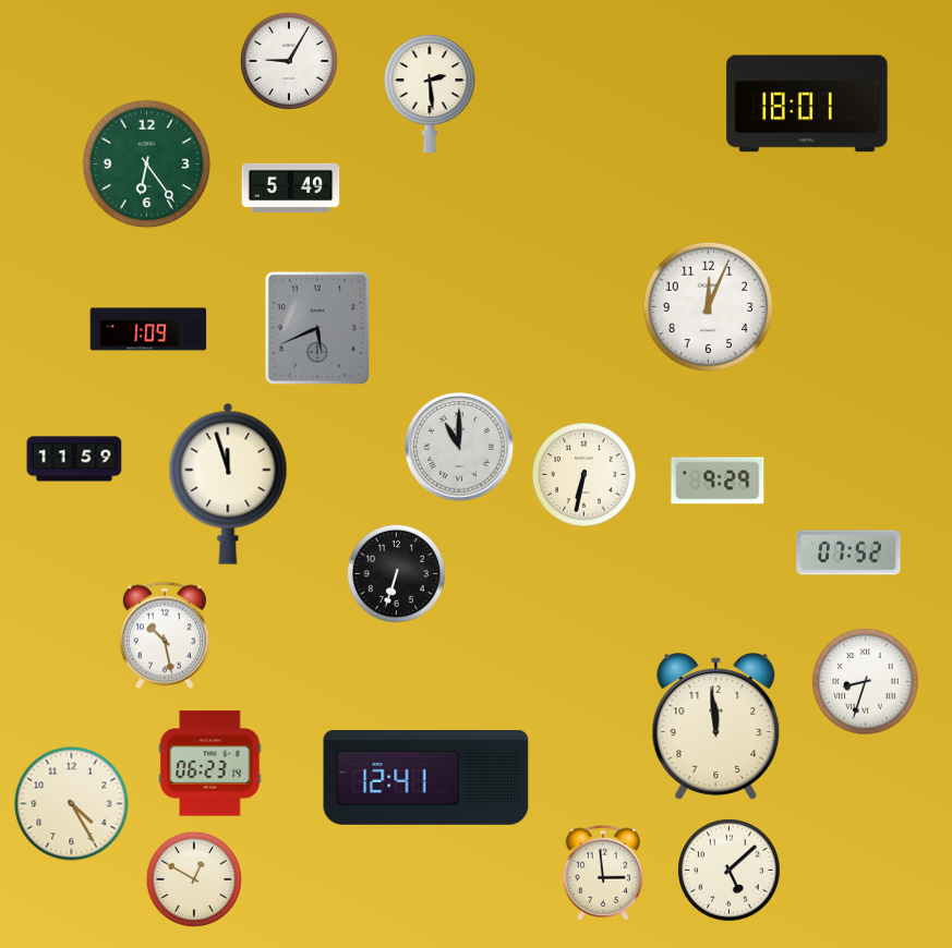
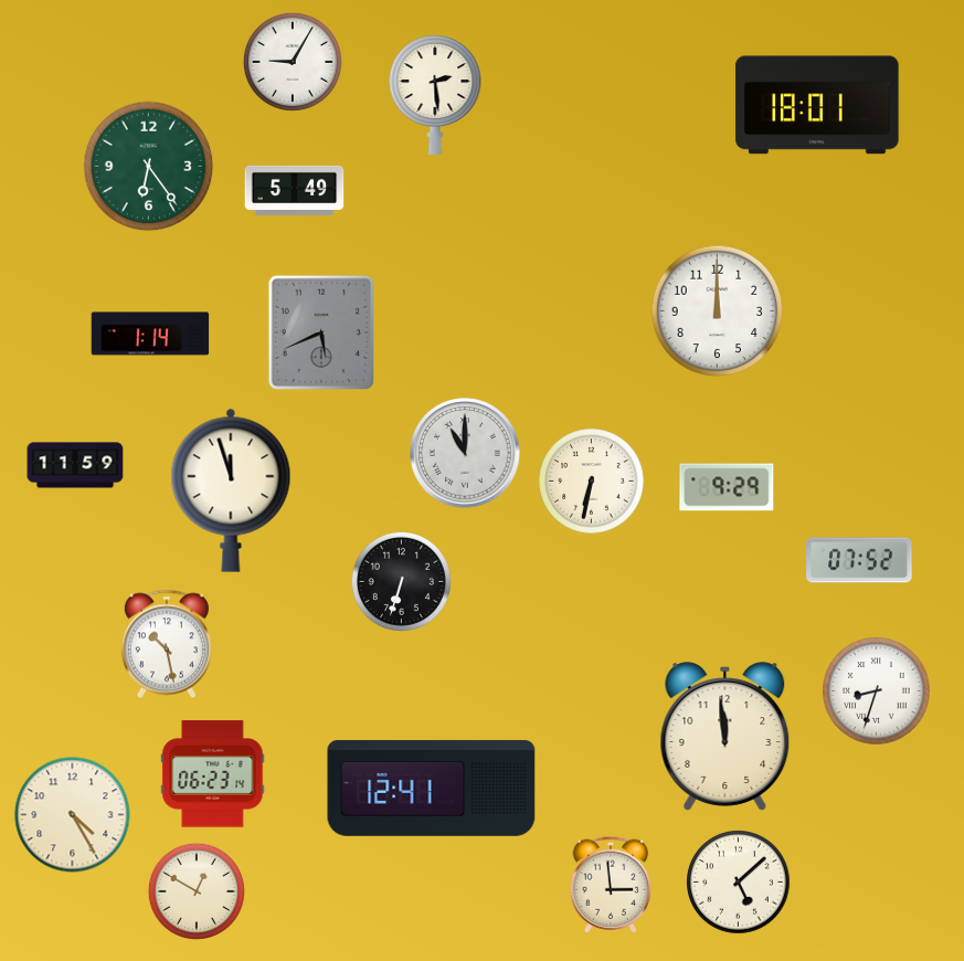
clock at (709, 307): 12:04 -> 12:00
clock at (148, 329): 1:09 -> 1:14
